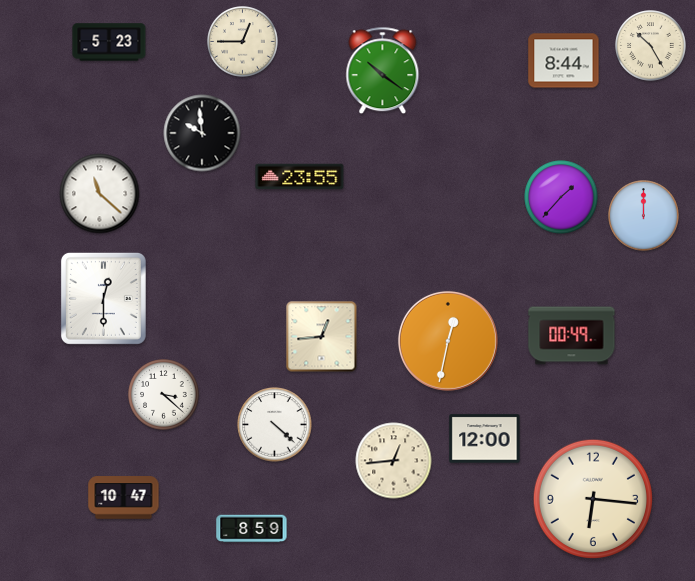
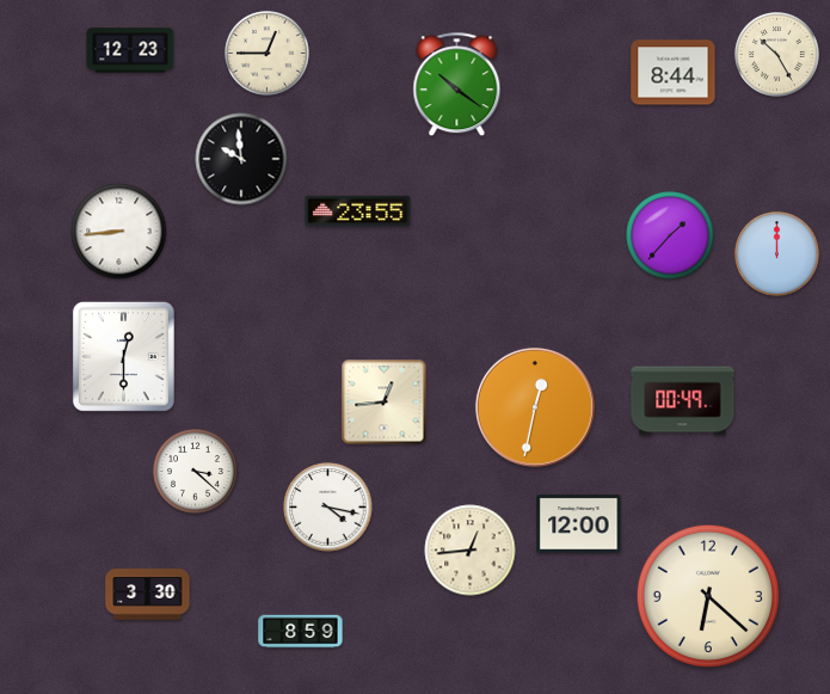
clock at (109, 42): 5:23 -> 12:23
clock at (243, 42) position: (243, 42) -> (268, 54)
clock at (100, 194): 11:22 -> 8:44
clock at (644, 216) position: (644, 216) -> (777, 254)
clock at (275, 425): 4:22 -> 4:17
clock at (124, 498): 10:47 -> 3:30
clock at (593, 499): 6:16 -> 6:22
